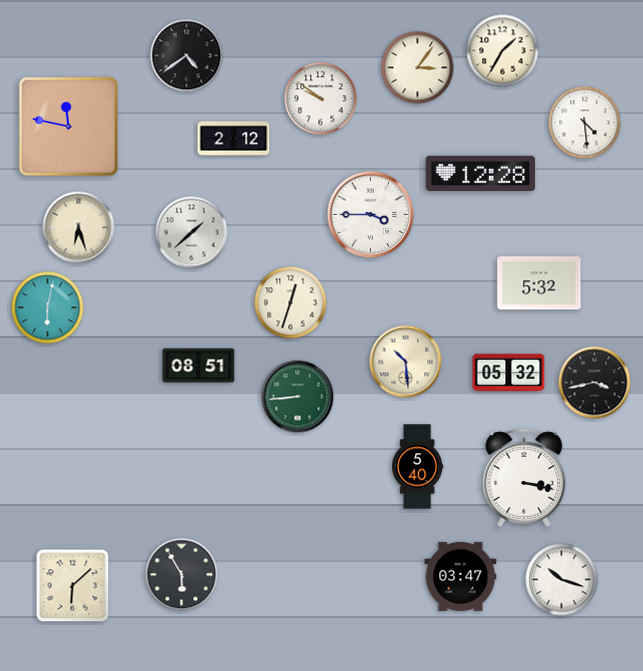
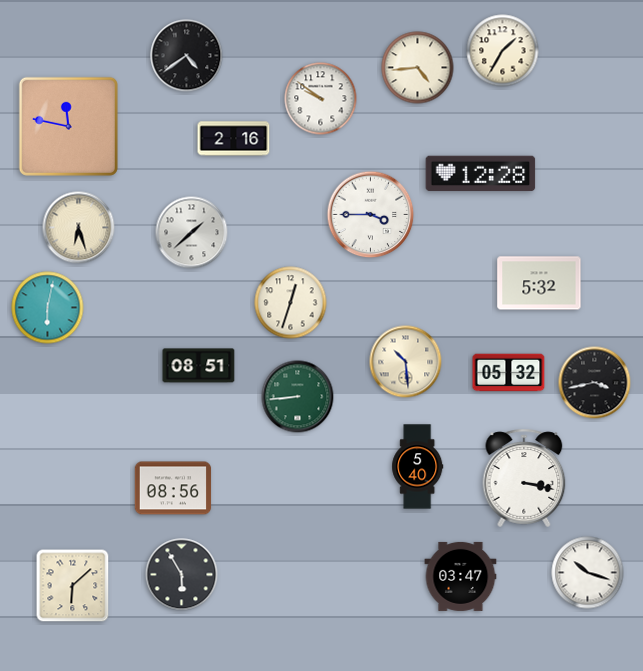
clock at (418, 68): 3:06 -> 4:44
clock at (585, 123): 4:29 -> none
clock at (234, 139): 2:12 -> 2:16
clock at (173, 488): none -> 08:56
clock at (562, 580) position: (562, 580) -> (588, 573)
